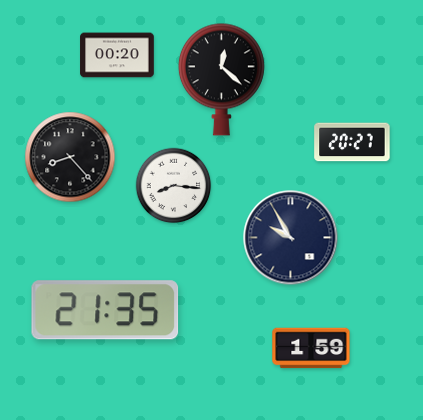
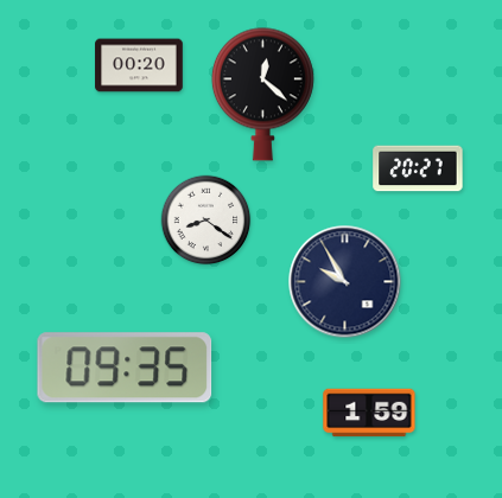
clock at (70, 157): 8:23 -> none
clock at (174, 186): 8:16 -> 8:21
clock at (105, 310): 21:35 -> 09:35
